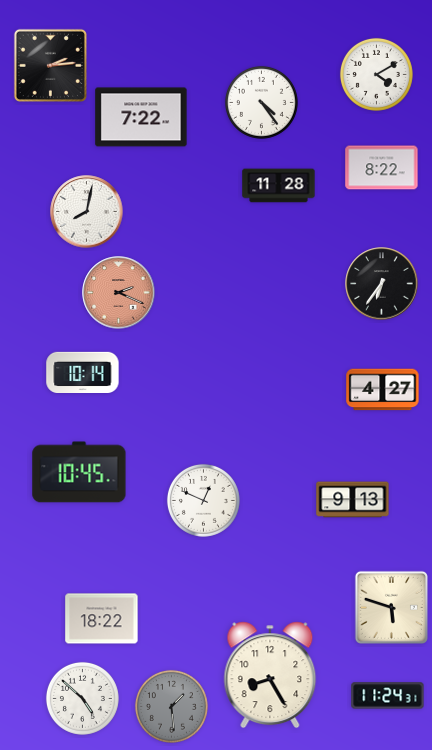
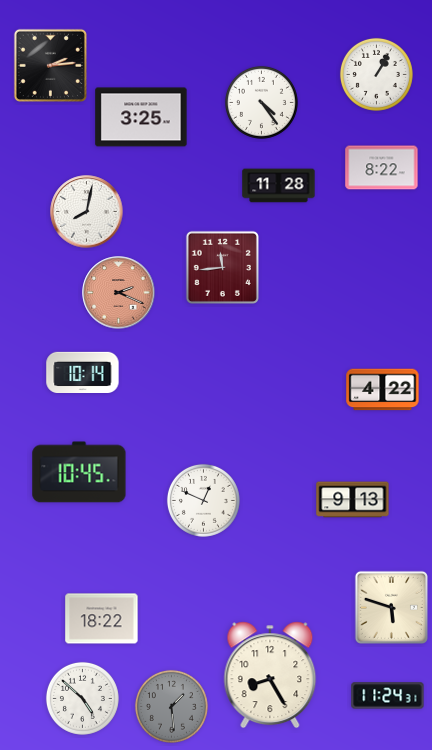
clock at (376, 74): 4:10 -> 1:05
clock at (141, 117): 7:22 -> 3:25
clock at (222, 267): none -> 11:44
clock at (382, 284): 6:36 -> none
clock at (383, 390): 4:27 -> 4:22
